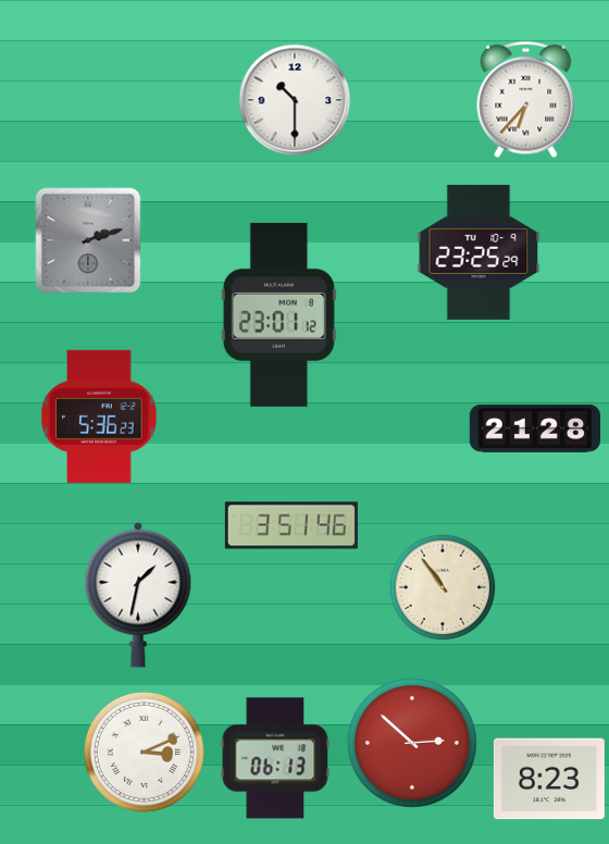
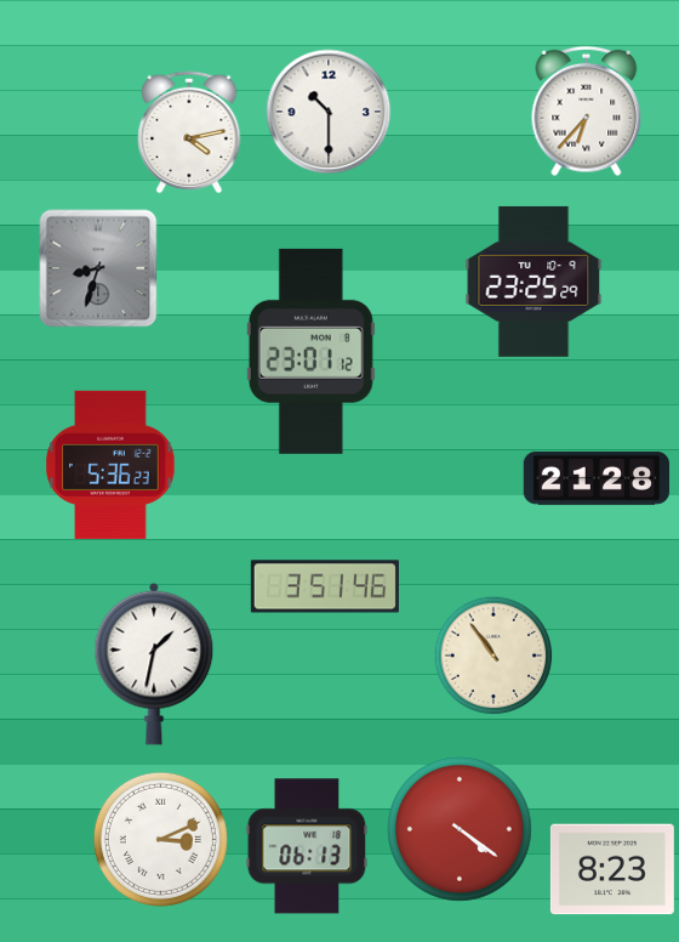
clock at (189, 132): none -> 4:13
clock at (88, 240): 2:12 -> 8:33
clock at (412, 743): 2:52 -> 4:21
